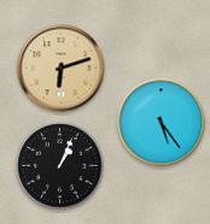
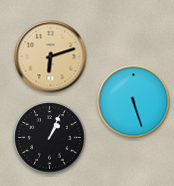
clock at (162, 123): 5:24 -> 5:27
